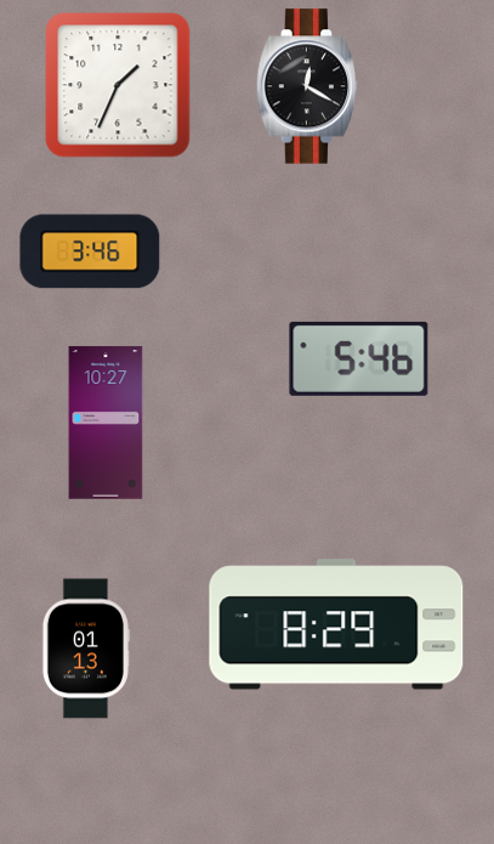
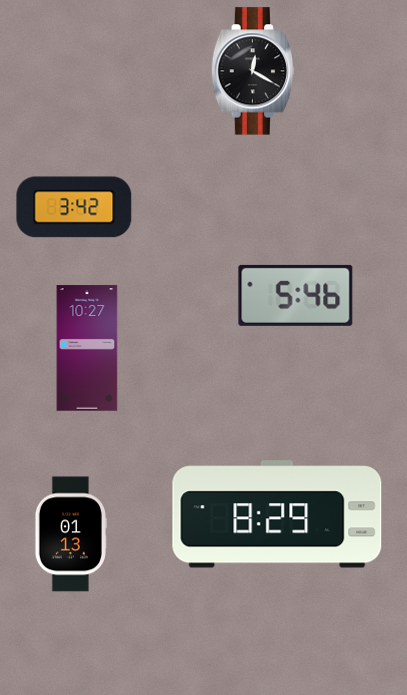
clock at (118, 85): 1:34 -> none
clock at (90, 251): 3:46 -> 3:42
